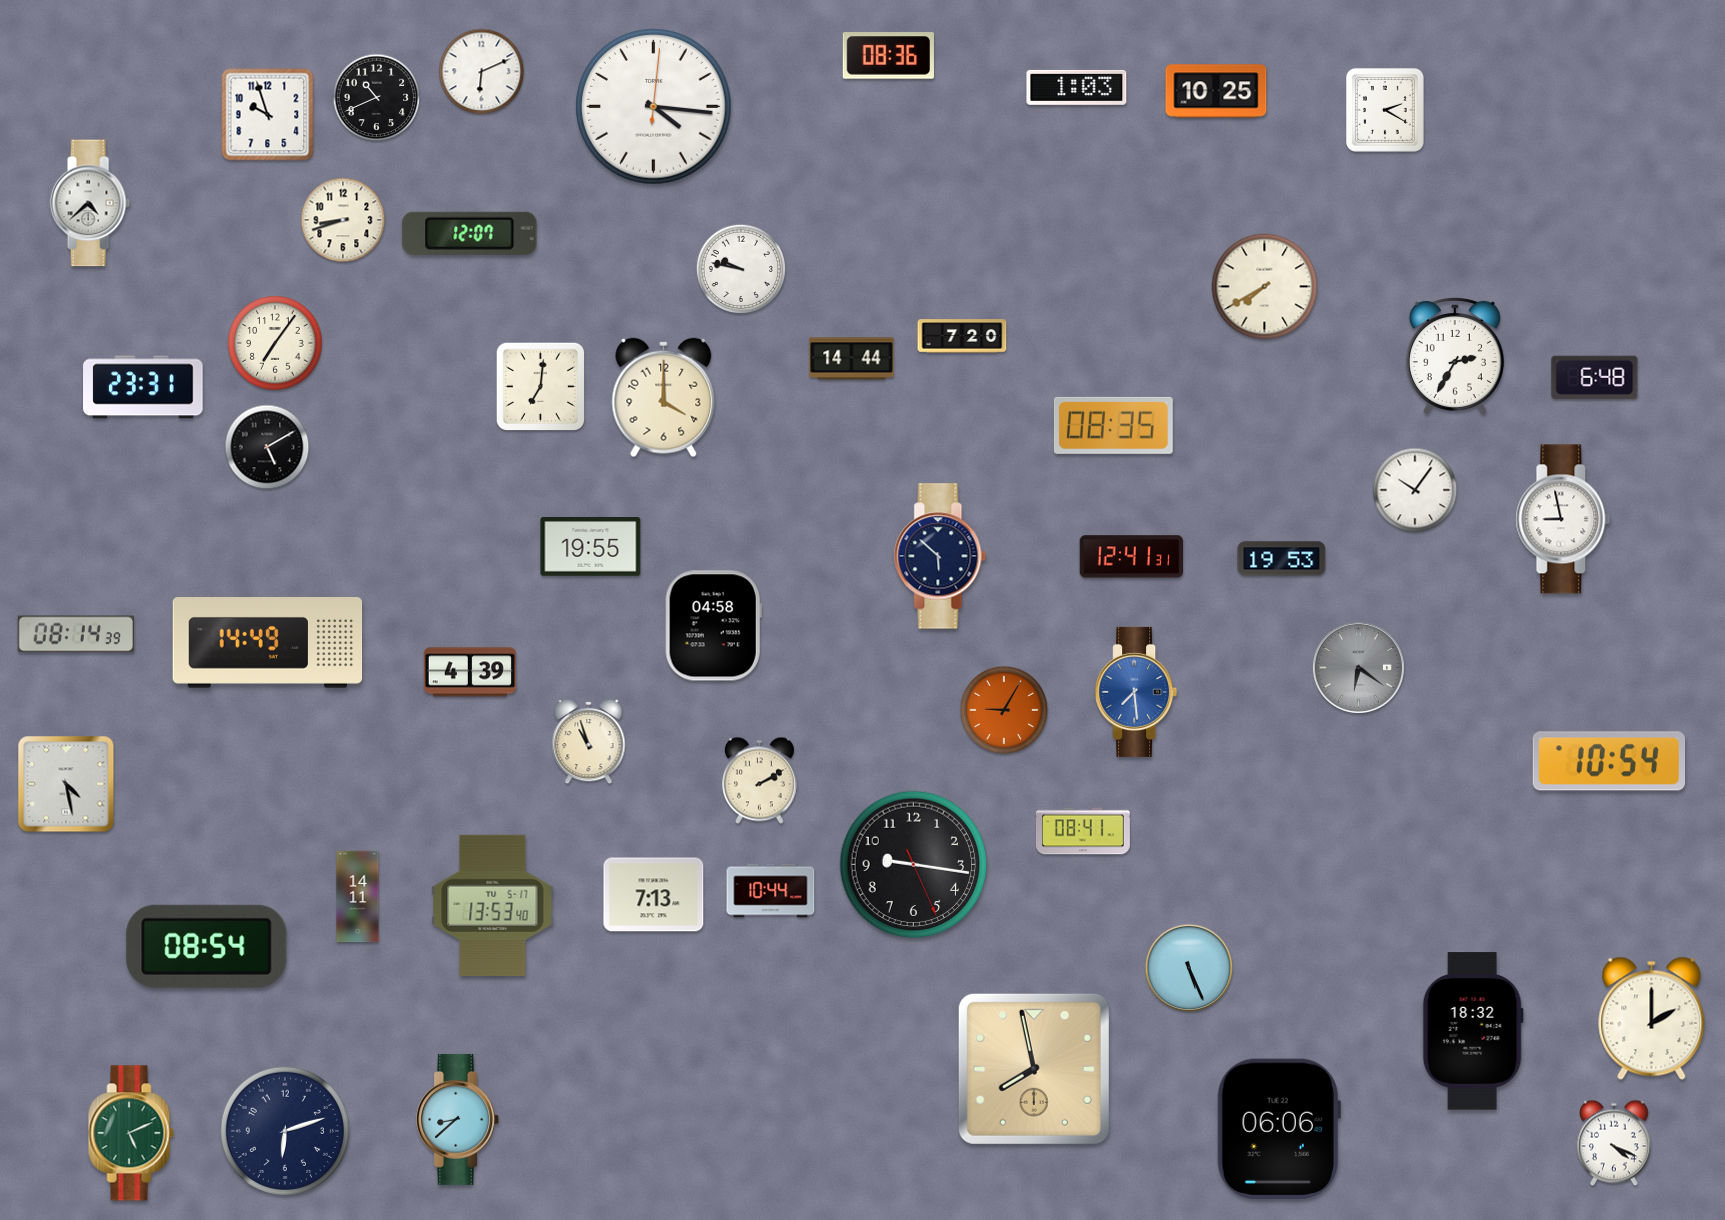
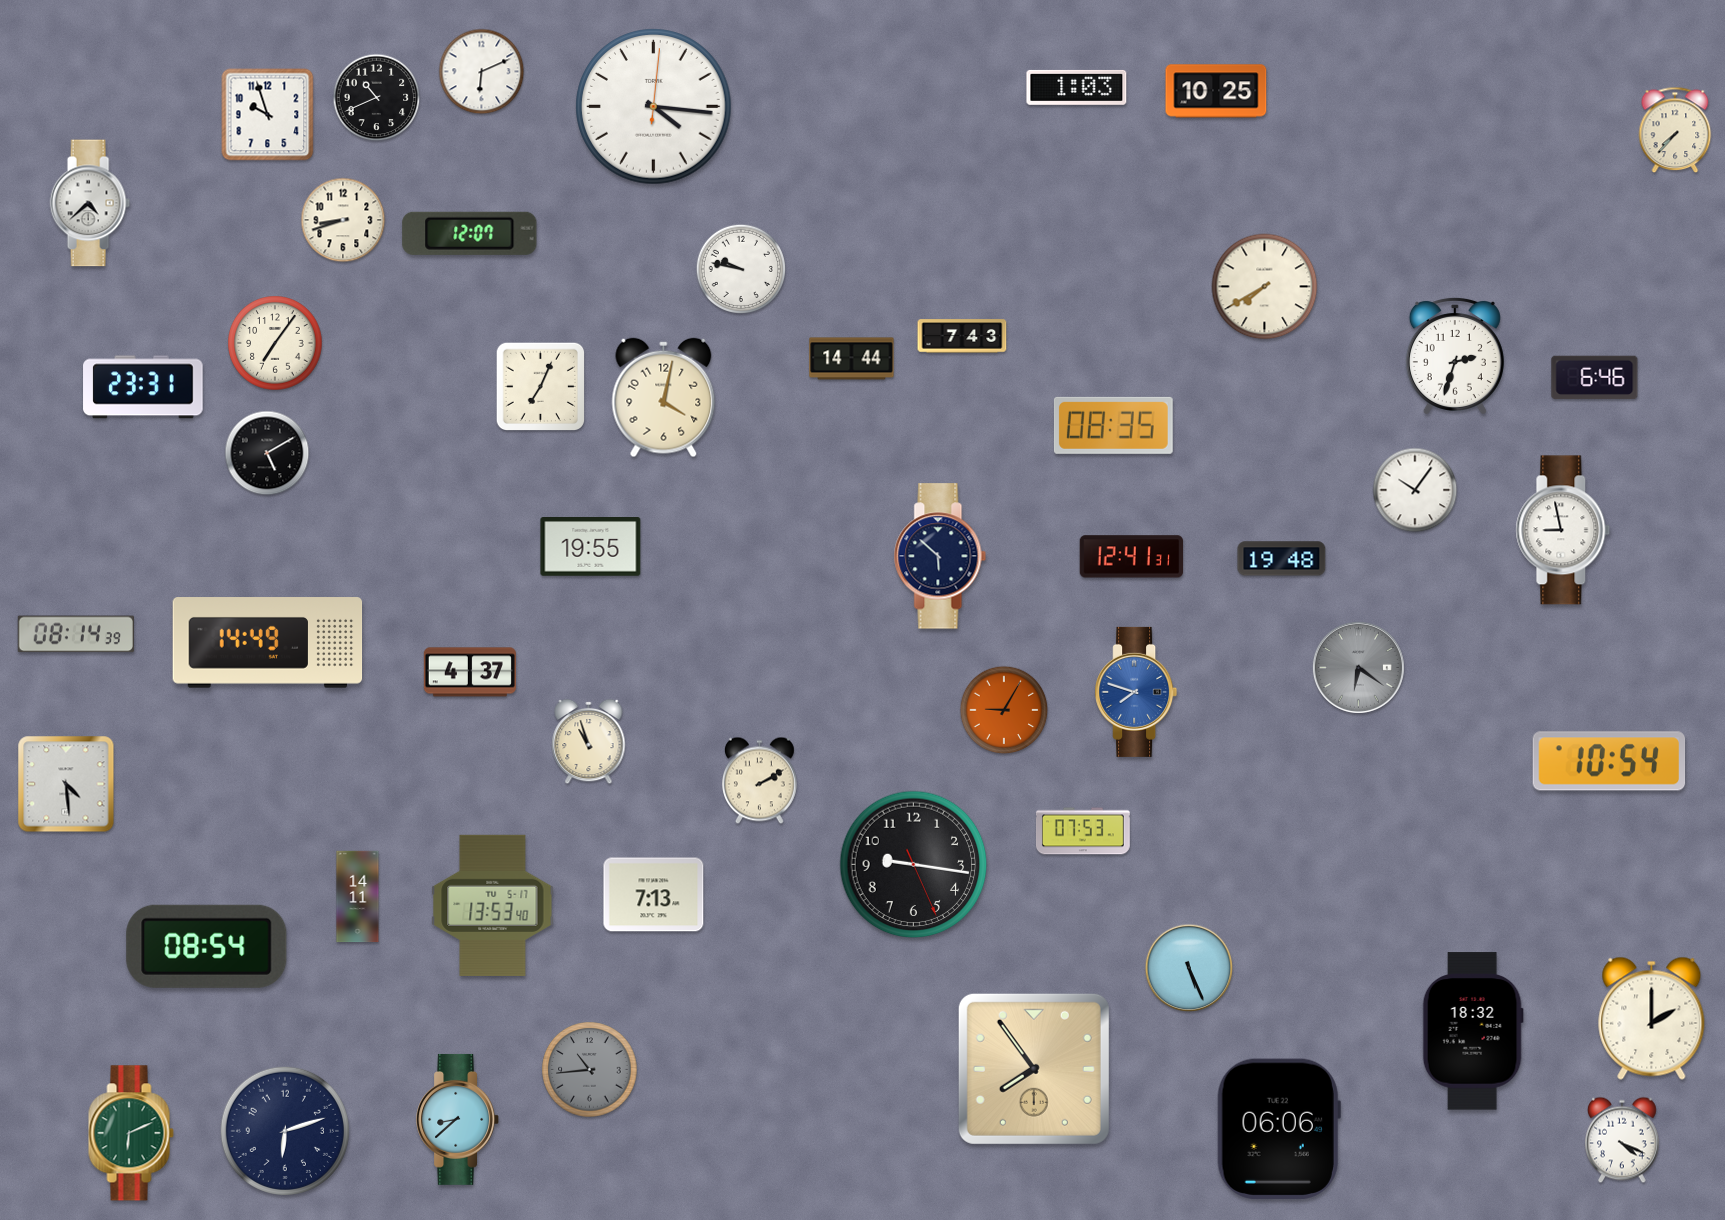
clock at (888, 56): 08:36 -> none
clock at (1385, 110): 2:20 -> none
clock at (1675, 130): none -> 7:37
clock at (962, 336): 7:20 -> 7:43
clock at (1455, 355): 2:35 -> 2:33
clock at (1595, 378): 6:48 -> 6:46
clock at (540, 386): 7:01 -> 7:04
clock at (664, 398): 4:00 -> 4:02
clock at (267, 447) position: (267, 447) -> (267, 453)
clock at (1563, 519) position: (1563, 519) -> (1563, 530)
clock at (1282, 559): 19:53 -> 19:48
clock at (713, 626): 04:58 -> none
clock at (470, 672): 4:39 -> 4:37
clock at (1136, 692): 7:29 -> 7:48
clock at (66, 784): 4:28 -> 4:29
clock at (1083, 831): 08:41 -> 07:53
clock at (771, 891): 10:44 -> none
clock at (1034, 1069): 7:58 -> 7:54
clock at (590, 1070): none -> 10:44
clock at (131, 1133): 5:11 -> 6:11
clock at (1614, 1143) position: (1614, 1143) -> (1622, 1140)
